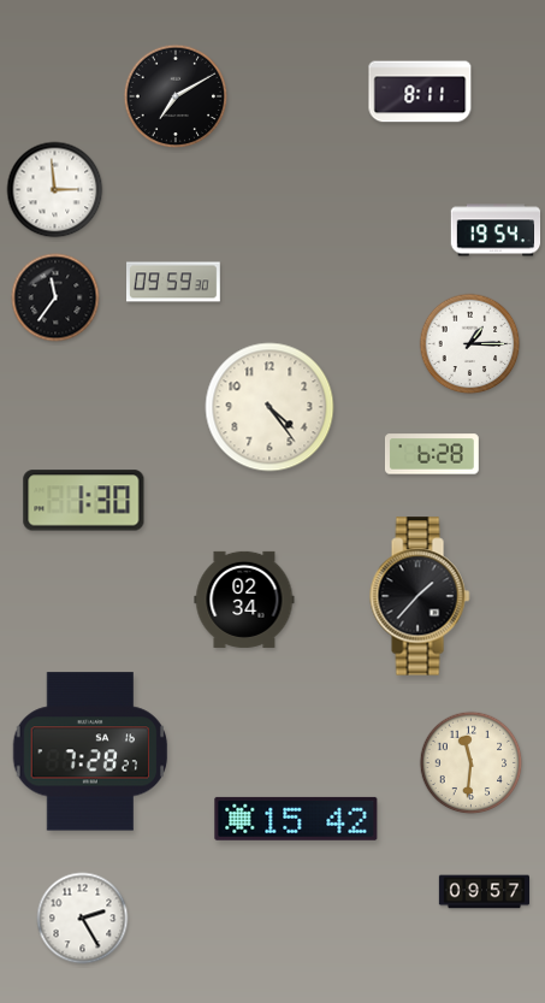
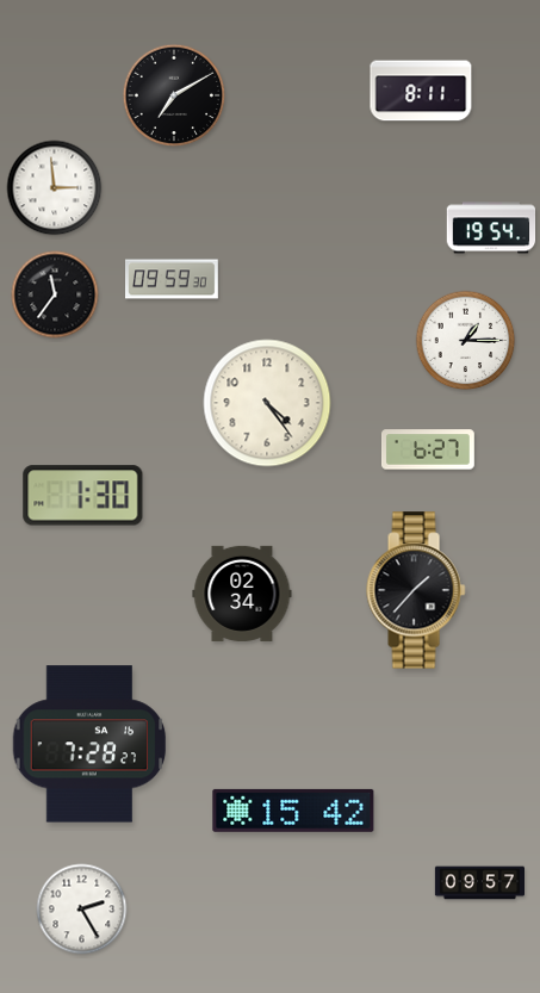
clock at (420, 92) position: (420, 92) -> (421, 91)
clock at (432, 454): 6:28 -> 6:27
clock at (472, 763): 11:31 -> none
